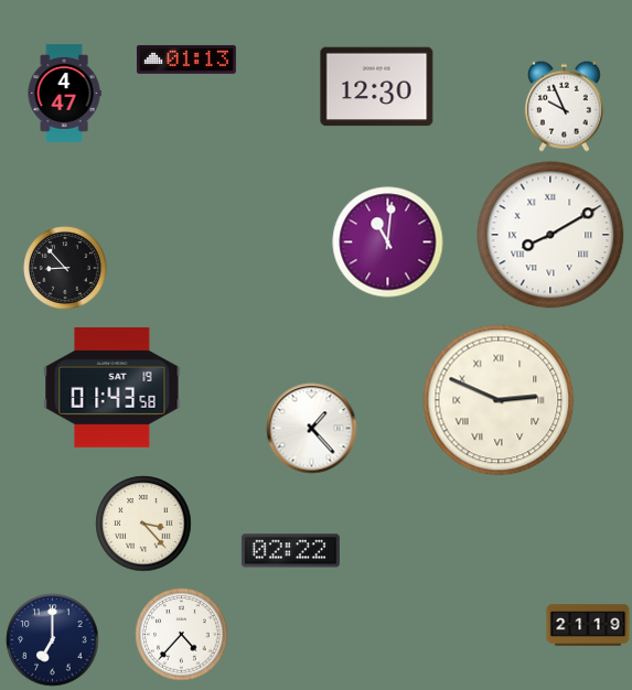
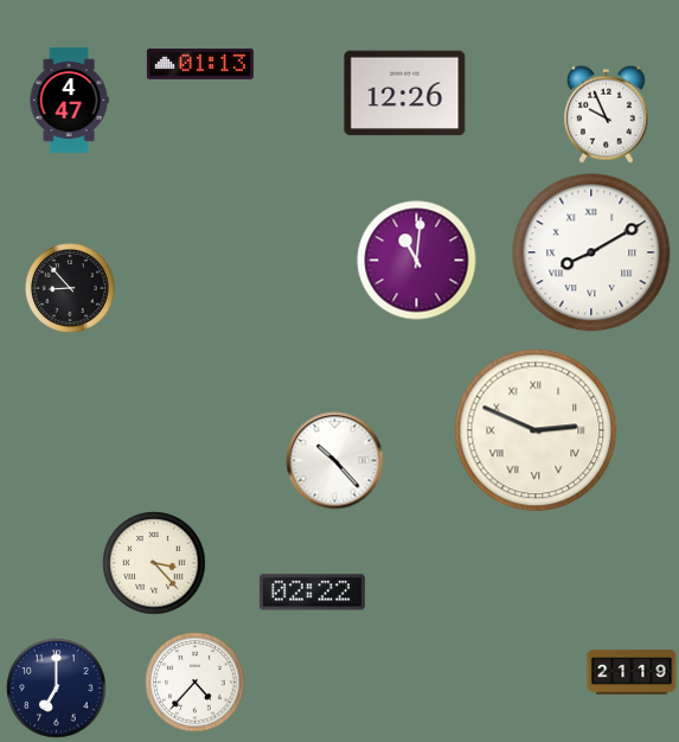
clock at (377, 87): 12:30 -> 12:26
clock at (113, 387): 01:43 -> none
clock at (312, 429): 1:23 -> 10:23
